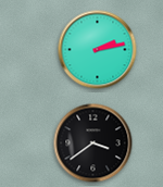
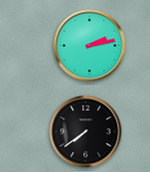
clock at (93, 144): 3:39 -> 7:39
